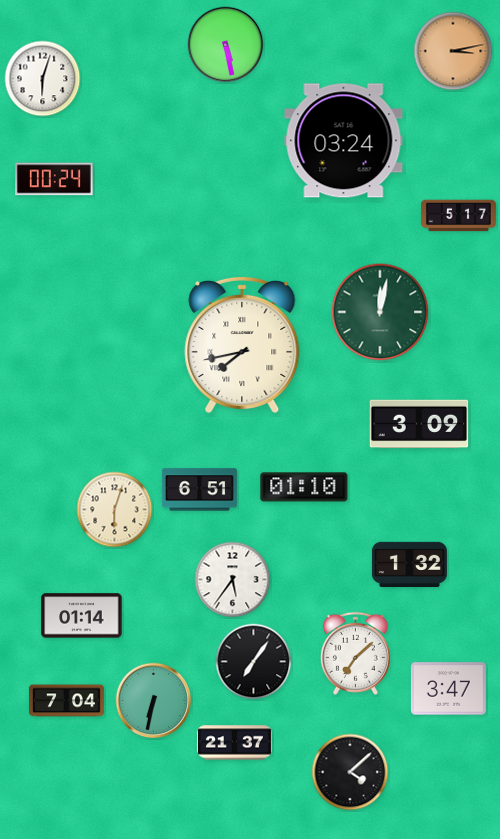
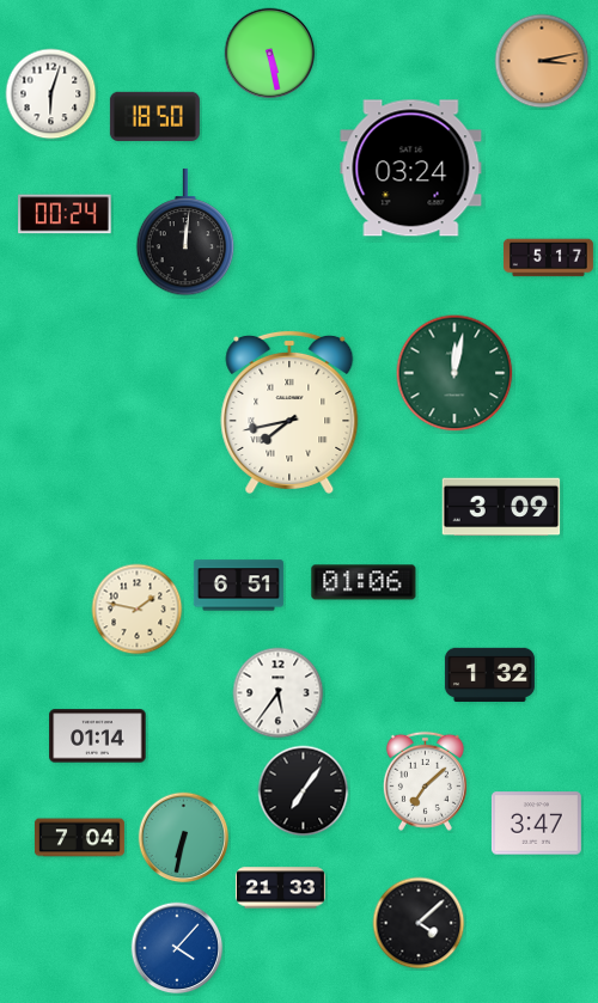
clock at (154, 116): none -> 18:50
clock at (185, 232): none -> 12:01
clock at (304, 487): 01:10 -> 01:06
clock at (115, 510): 6:03 -> 1:47
clock at (234, 743): 21:37 -> 21:33
clock at (177, 948): none -> 4:07
